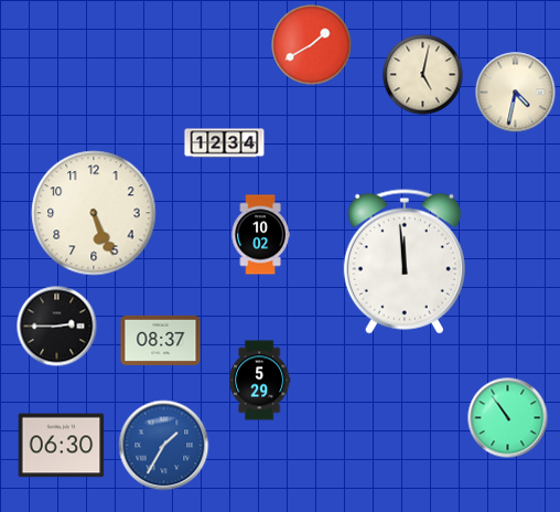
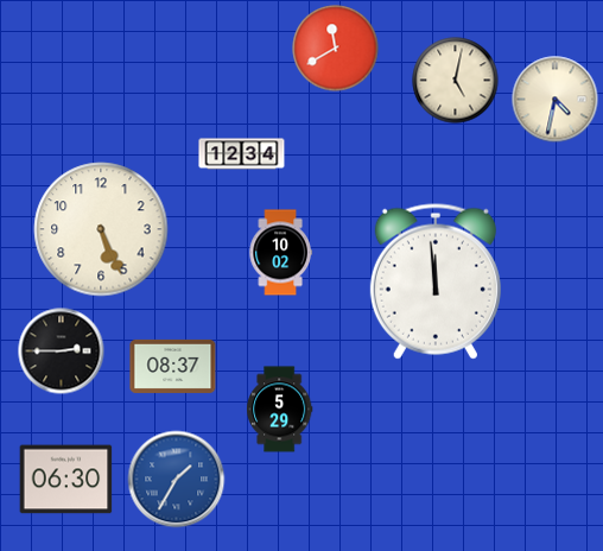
clock at (312, 45): 1:40 -> 11:40
clock at (508, 418): 10:54 -> none
